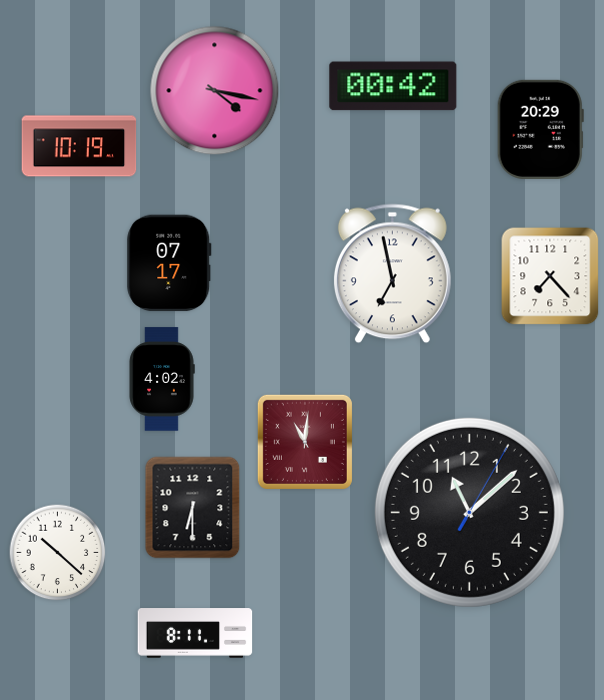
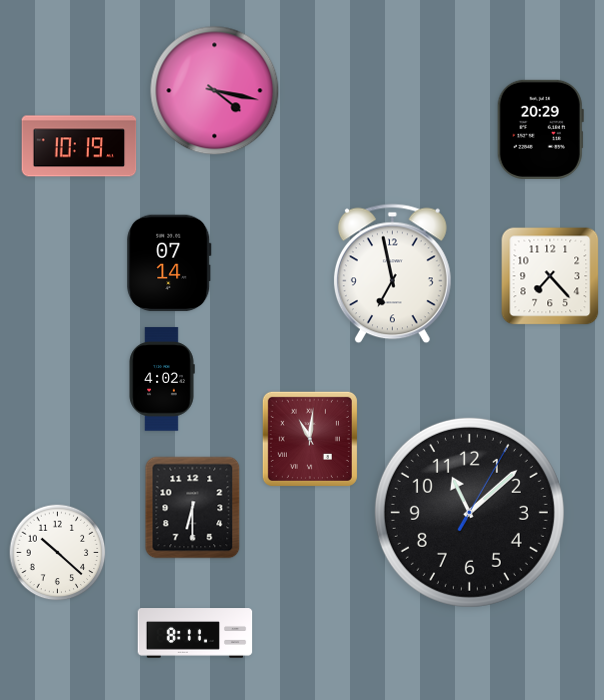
clock at (393, 86): 00:42 -> none
clock at (169, 263): 07:17 -> 07:14
clock at (305, 442) position: (305, 442) -> (310, 439)
